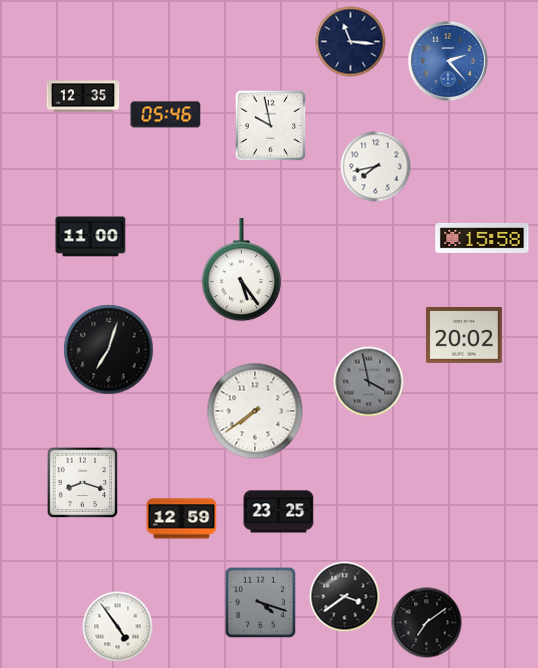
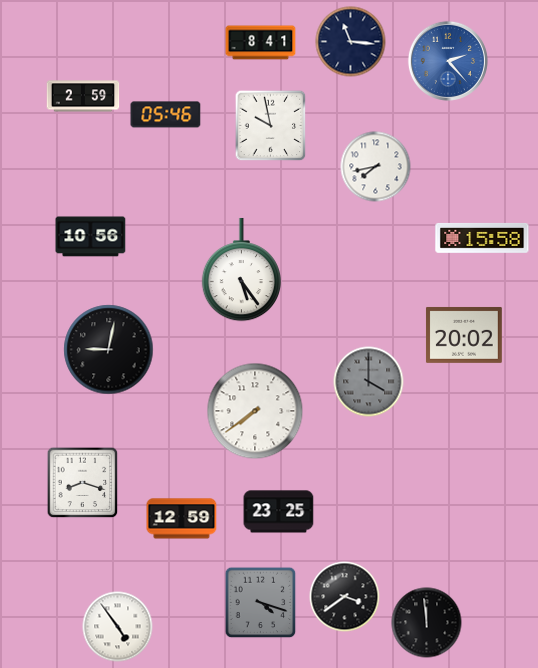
clock at (261, 43): none -> 8:41
clock at (83, 96): 12:35 -> 2:59
clock at (91, 237): 11:00 -> 10:56
clock at (109, 350): 7:03 -> 9:02
clock at (369, 382): 3:58 -> 4:00
clock at (427, 623): 7:09 -> 11:59
